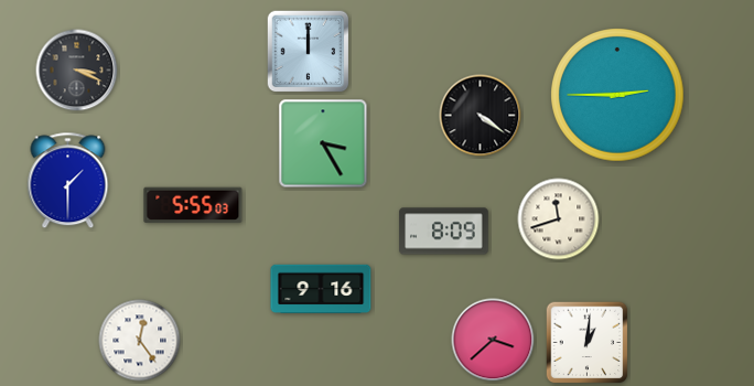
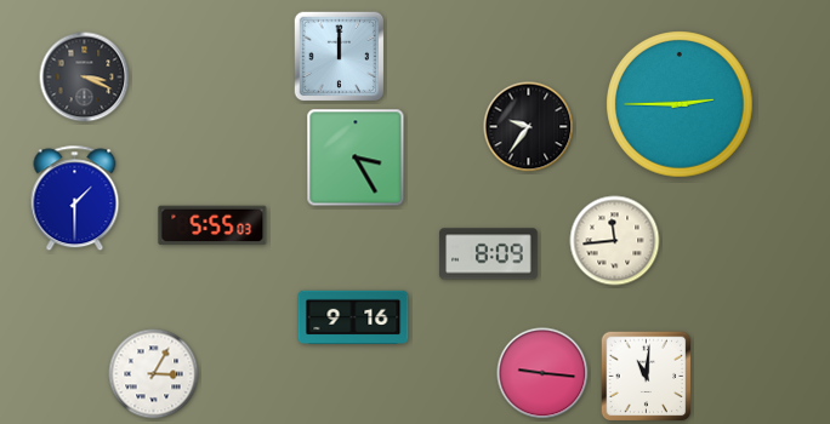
clock at (481, 116): 4:21 -> 9:36
clock at (559, 219): 11:42 -> 11:44
clock at (493, 340): 3:38 -> 9:16
clock at (140, 341): 12:24 -> 3:05
clock at (588, 343): 1:01 -> 11:01
